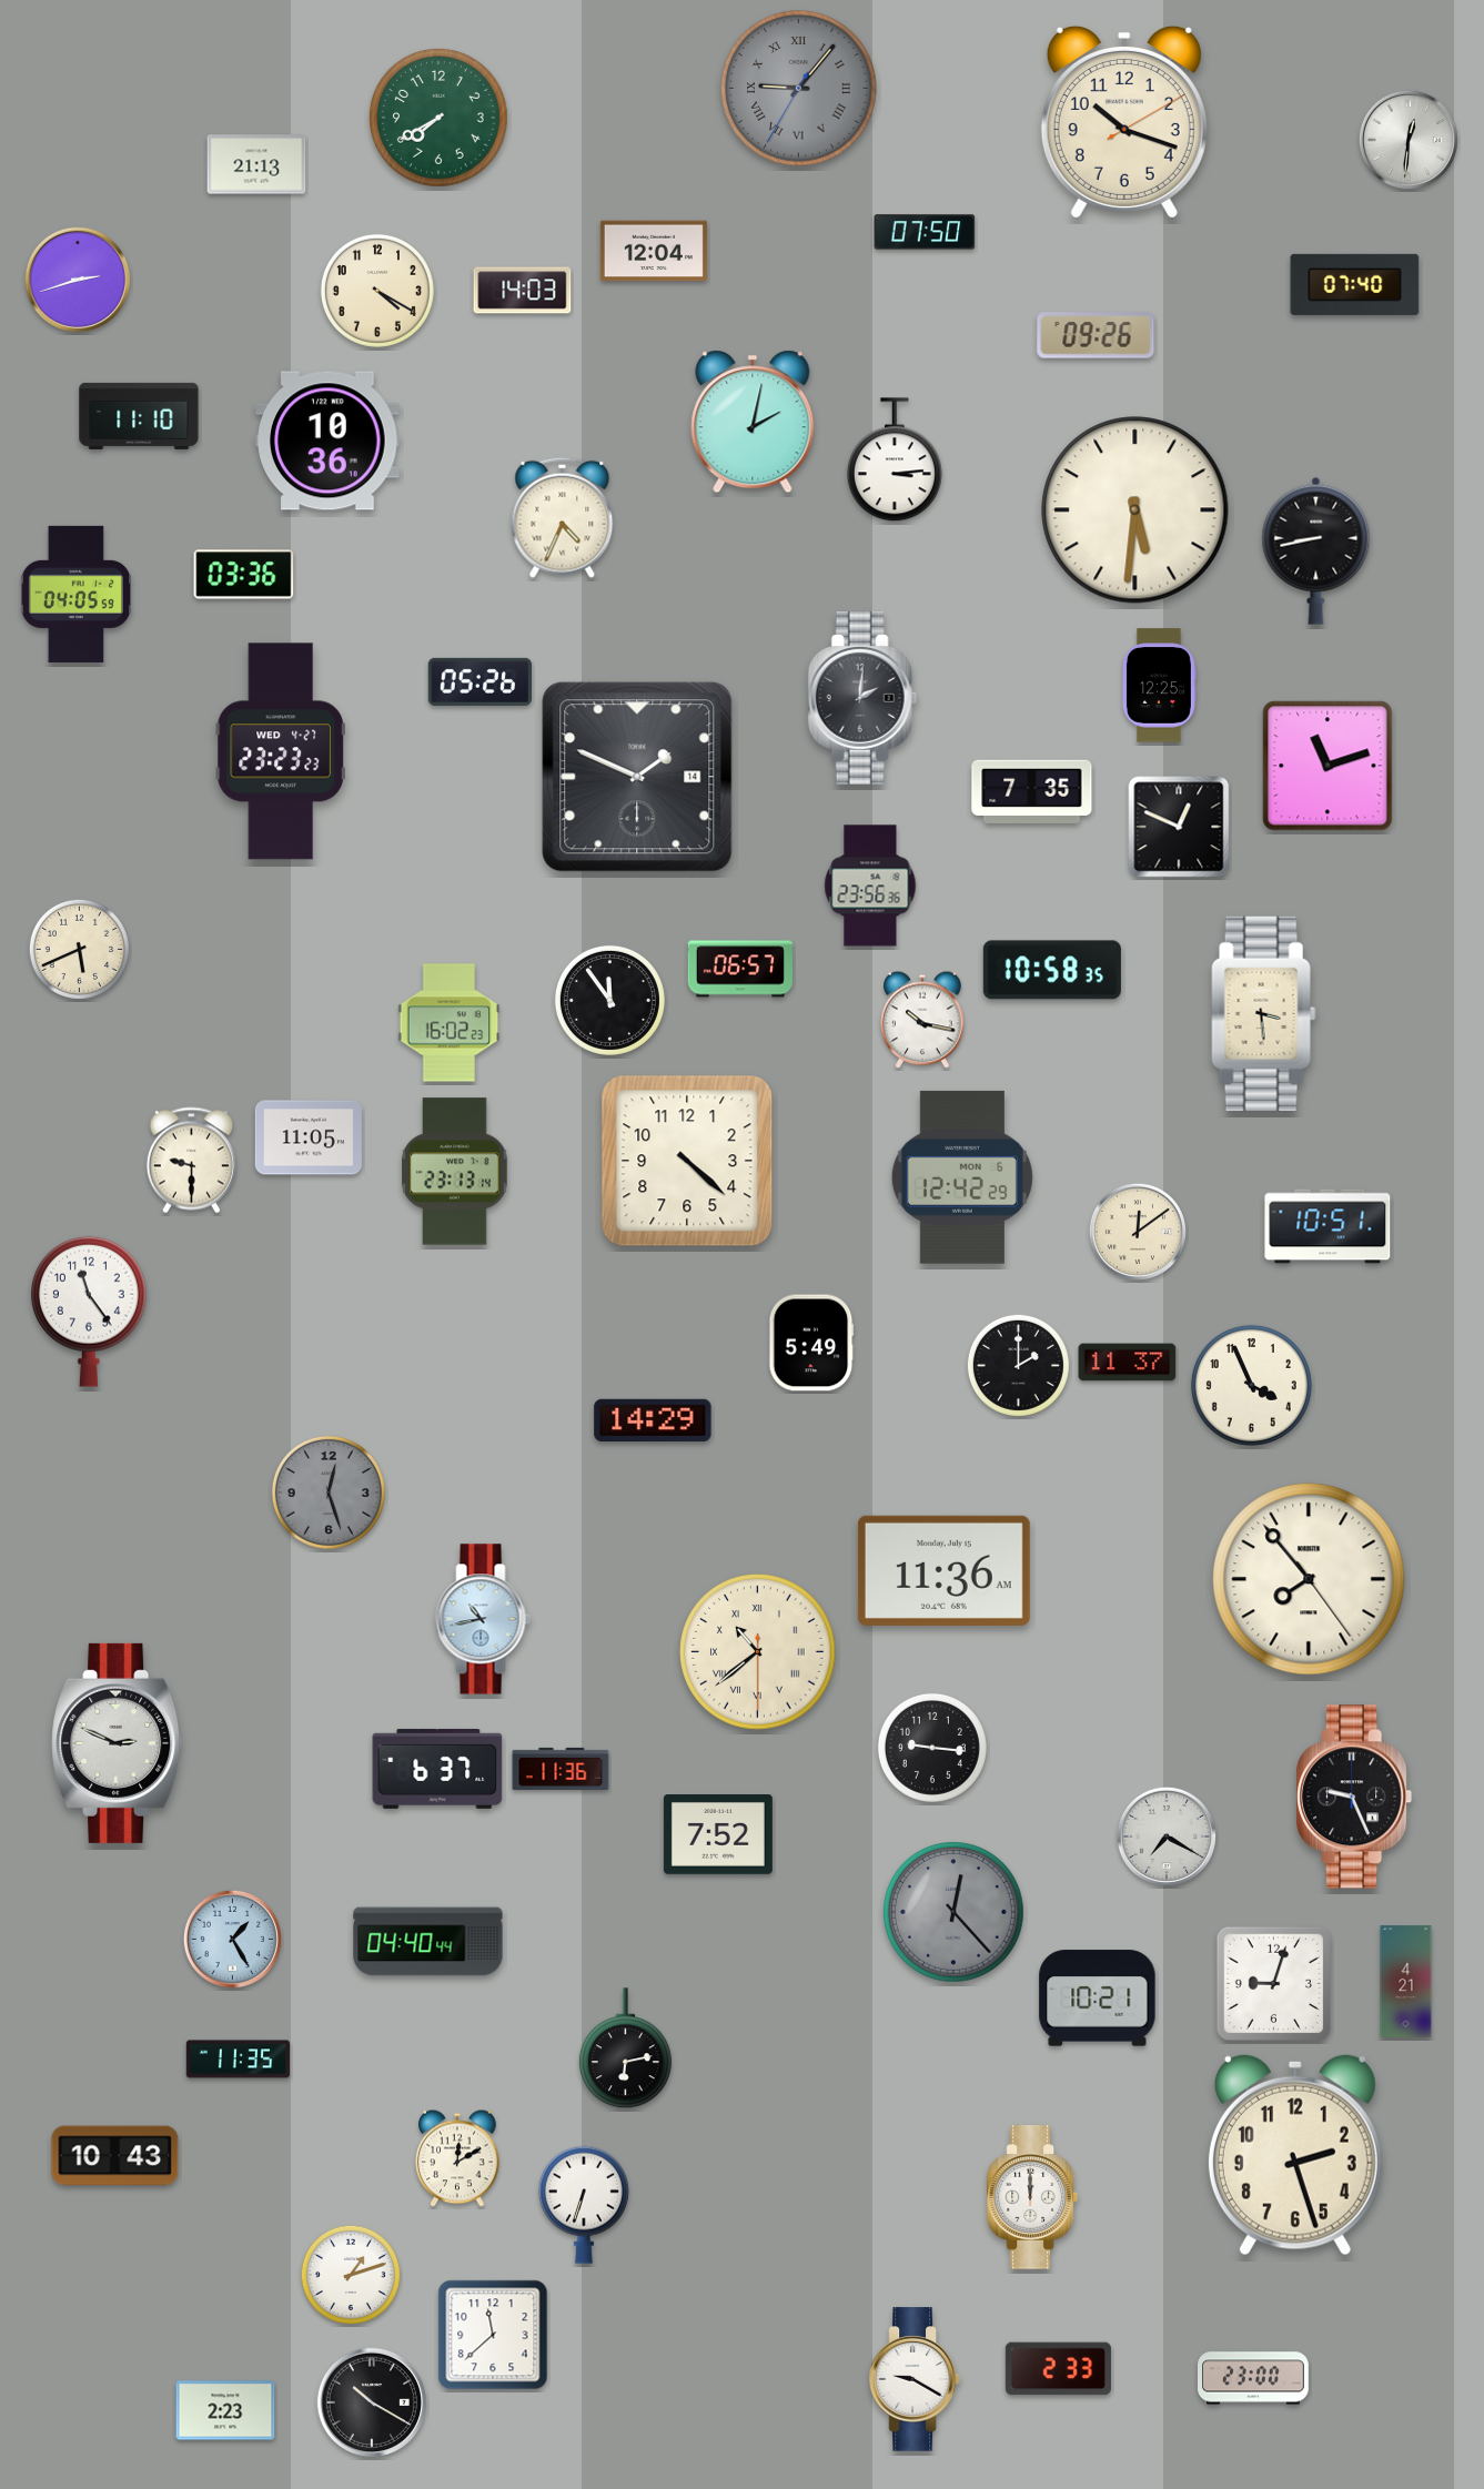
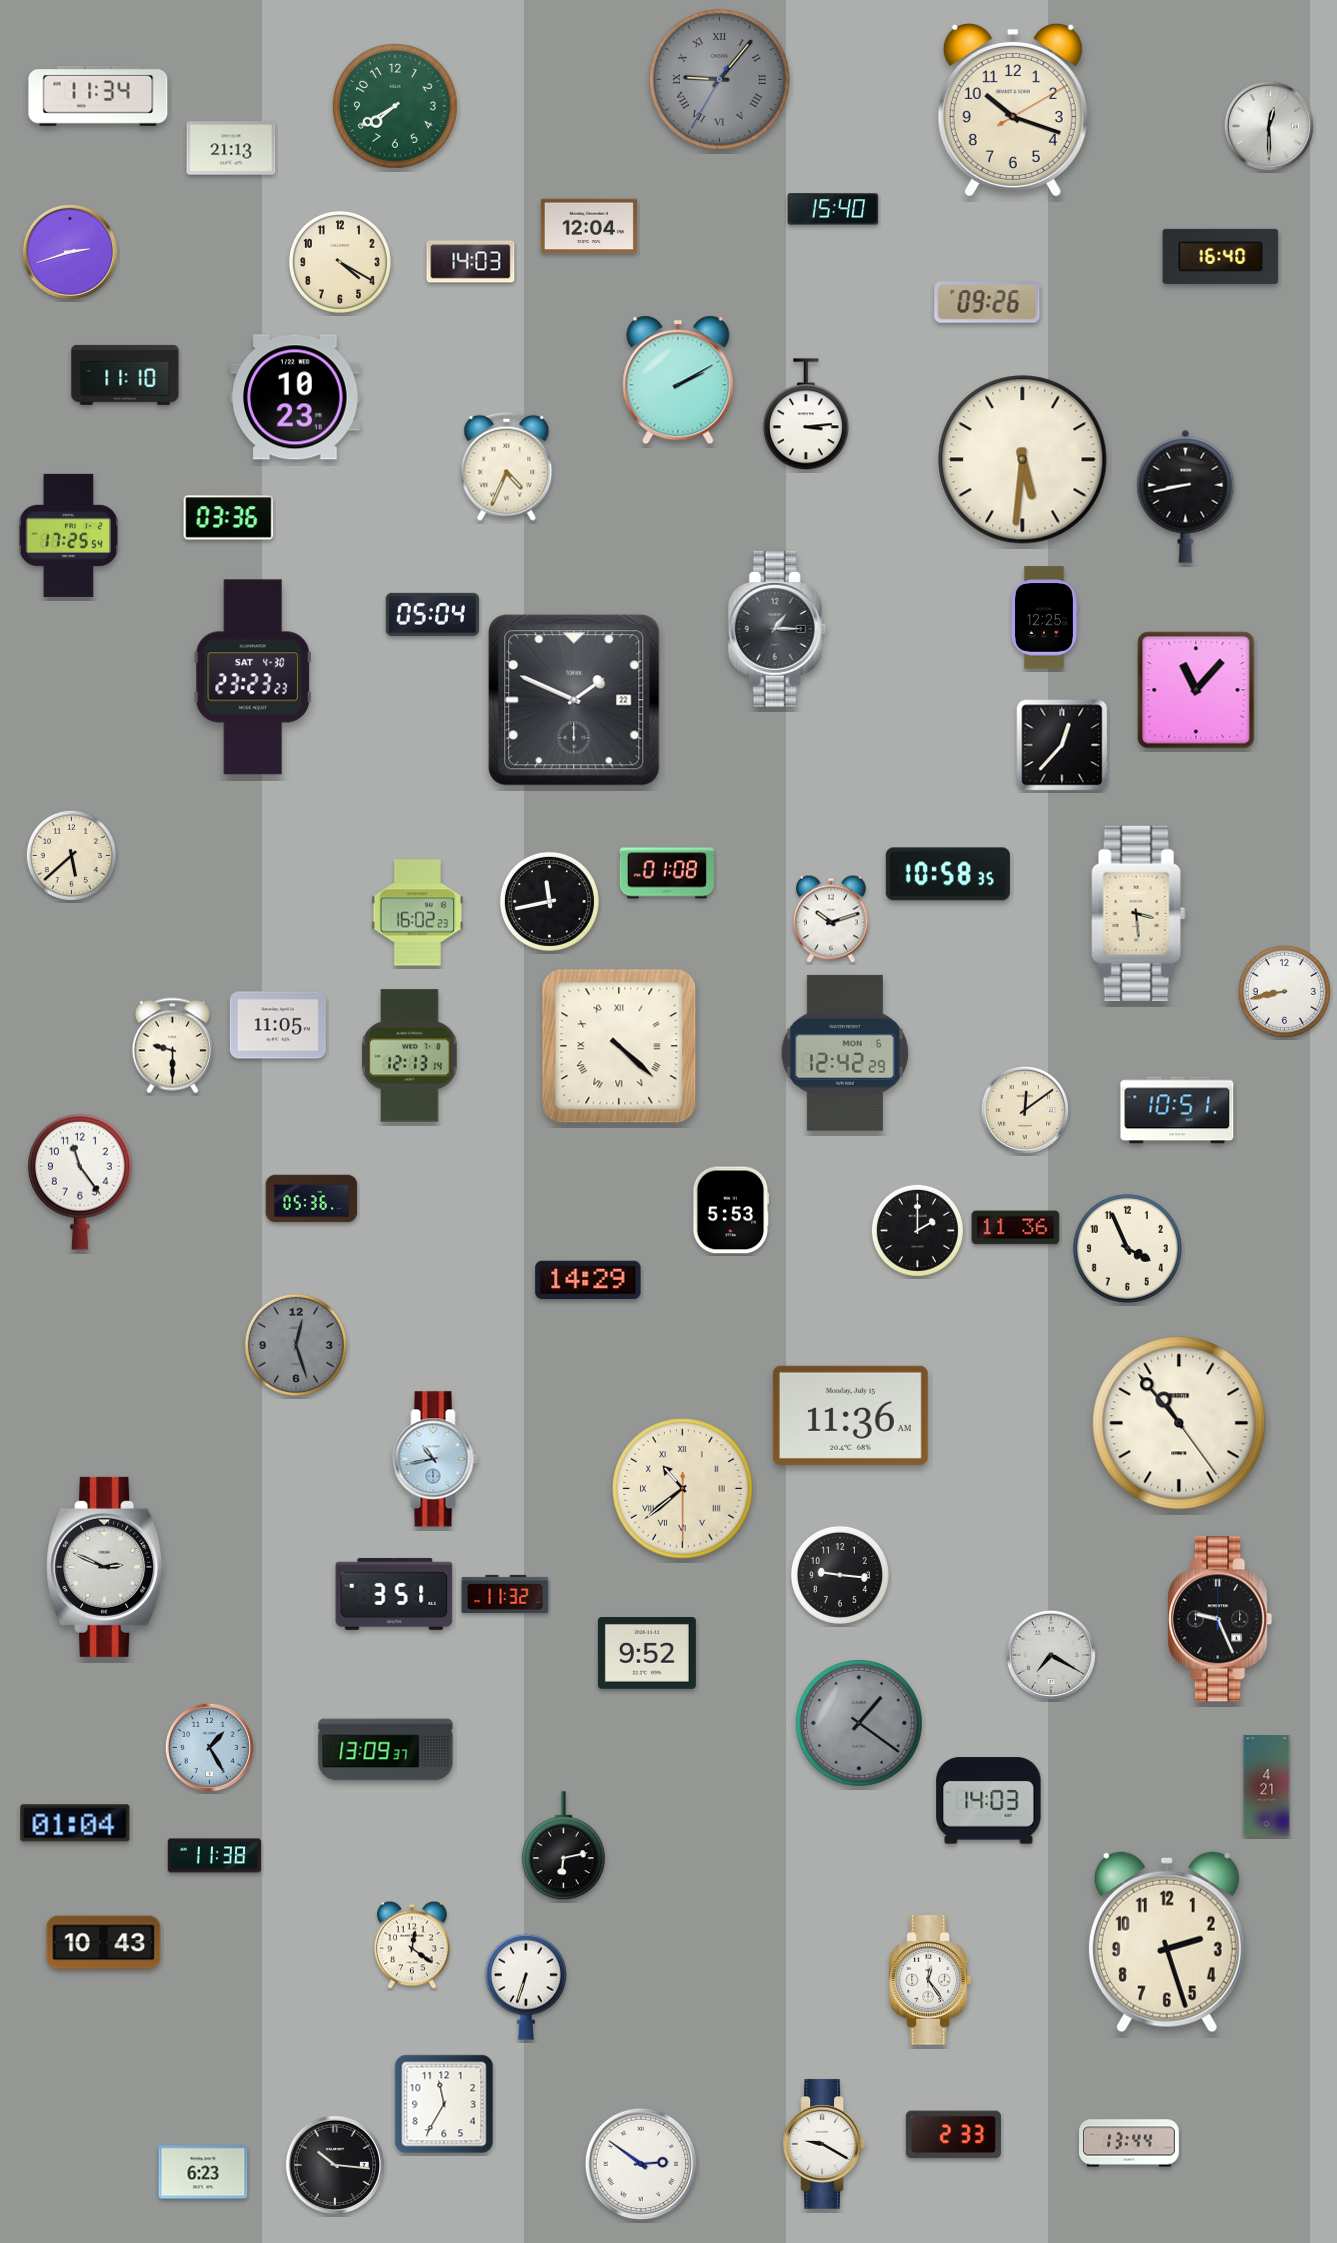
clock at (98, 96): none -> 11:34
clock at (1409, 140): 12:31 -> 12:30
clock at (925, 232): 07:50 -> 15:40
clock at (1355, 284): 07:40 -> 16:40
clock at (753, 422): 2:02 -> 2:10
clock at (327, 441): 10:36 -> 10:23
clock at (244, 575) position: (244, 575) -> (229, 518)
clock at (75, 594): 04:05 -> 17:25
clock at (481, 681): 05:26 -> 05:04
clock at (862, 698): 2:01 -> 1:15
clock at (281, 751) date: WED 4-27 -> SAT 4-30
clock at (1327, 766): 11:12 -> 11:07
clock at (637, 777) date: 14 -> 22
clock at (1032, 791): 7:35 -> none
clock at (1179, 827): 12:49 -> 12:37
clock at (870, 886): 23:56 -> none
clock at (79, 949): 5:41 -> 5:38
clock at (739, 969): 06:57 -> 01:08
clock at (609, 1000): 11:54 -> 11:43
clock at (922, 1020): 10:17 -> 10:12
clock at (450, 1023) position: (450, 1023) -> (418, 913)
clock at (1284, 991): none -> 8:43
clock at (687, 1161) numerals: Arabic -> Roman
clock at (455, 1172): 23:13 -> 12:13
clock at (962, 1177) position: (962, 1177) -> (845, 1053)
clock at (1327, 1226) position: (1327, 1226) -> (1177, 1110)
clock at (312, 1199): none -> 05:36
clock at (811, 1343): 5:49 -> 5:53
clock at (1128, 1363): 11:37 -> 11:36
clock at (1309, 1579): 7:53 -> 10:53
clock at (118, 1743) position: (118, 1743) -> (106, 1567)
clock at (437, 1769): 6:37 -> 3:51
clock at (561, 1769): 11:36 -> 11:32
clock at (718, 1835): 7:52 -> 9:52
clock at (955, 1913): 12:23 -> 1:21
clock at (428, 1942): 04:40 -> 13:09
clock at (1273, 1983): 9:03 -> none
clock at (1098, 1999): 10:21 -> 14:03
clock at (75, 1823): none -> 01:04
clock at (239, 2060): 11:35 -> 11:38
clock at (457, 2158): 12:10 -> 12:21
clock at (1032, 2197): 12:00 -> 12:24
clock at (351, 2275): 1:12 -> none
clock at (493, 2335): 11:38 -> 11:35
clock at (1254, 2378): 23:00 -> 13:44
clock at (371, 2401): 10:20 -> 10:16
clock at (641, 2164): none -> 2:51
clock at (225, 2410): 2:23 -> 6:23
